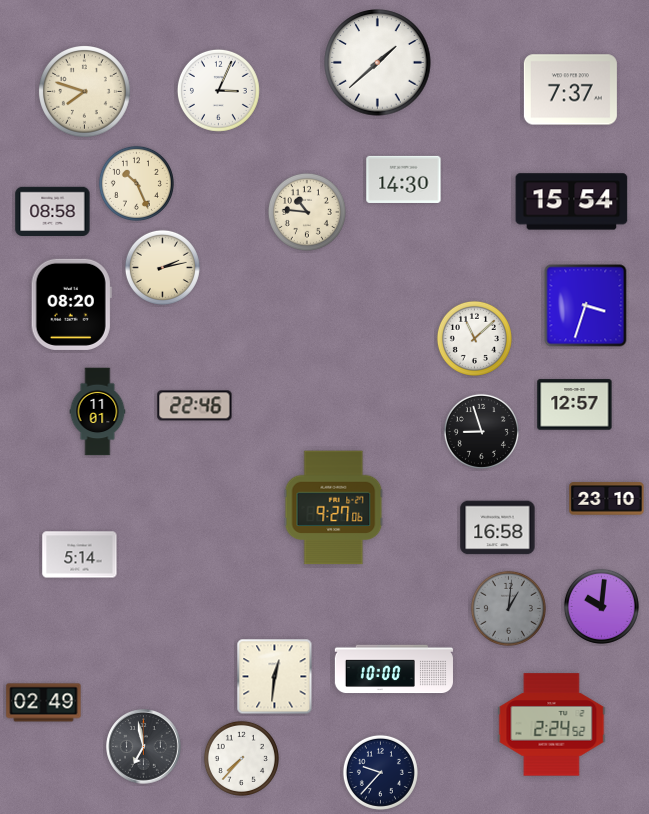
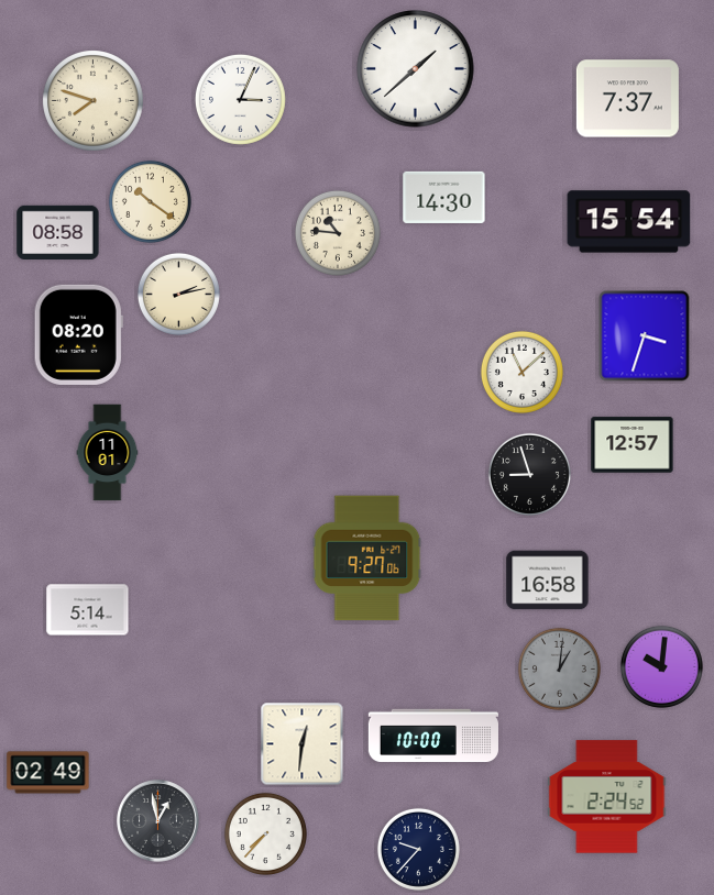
clock at (136, 183): 10:26 -> 10:21
clock at (195, 406): 22:46 -> none
clock at (607, 499): 23:10 -> none
clock at (144, 747): 6:58 -> 12:58
